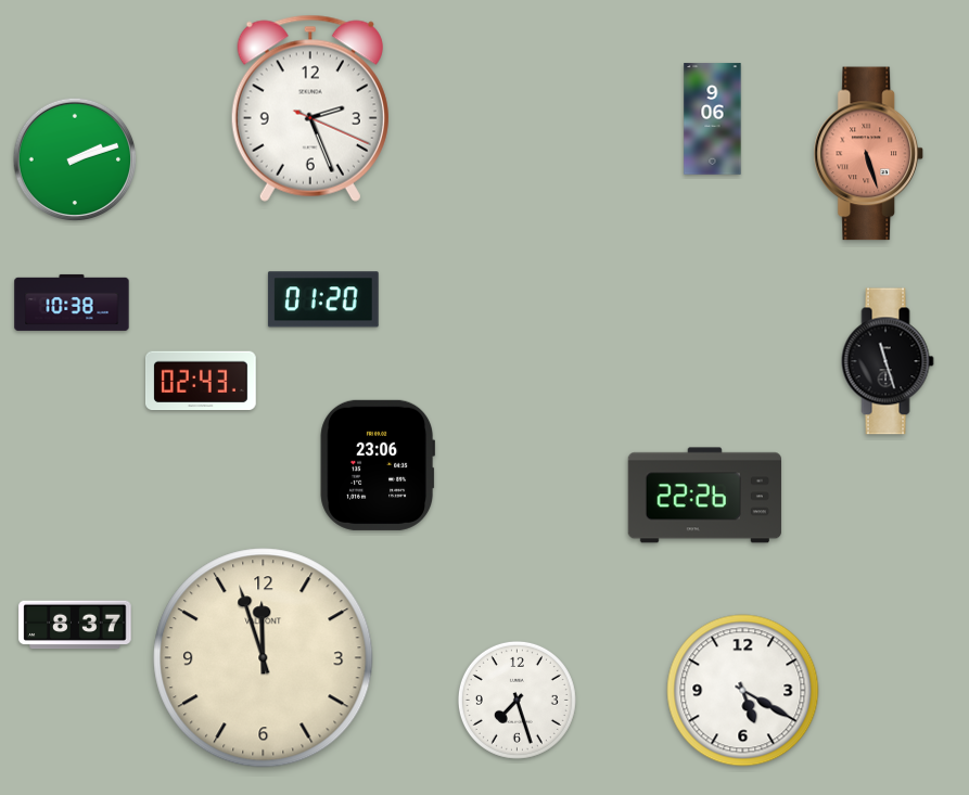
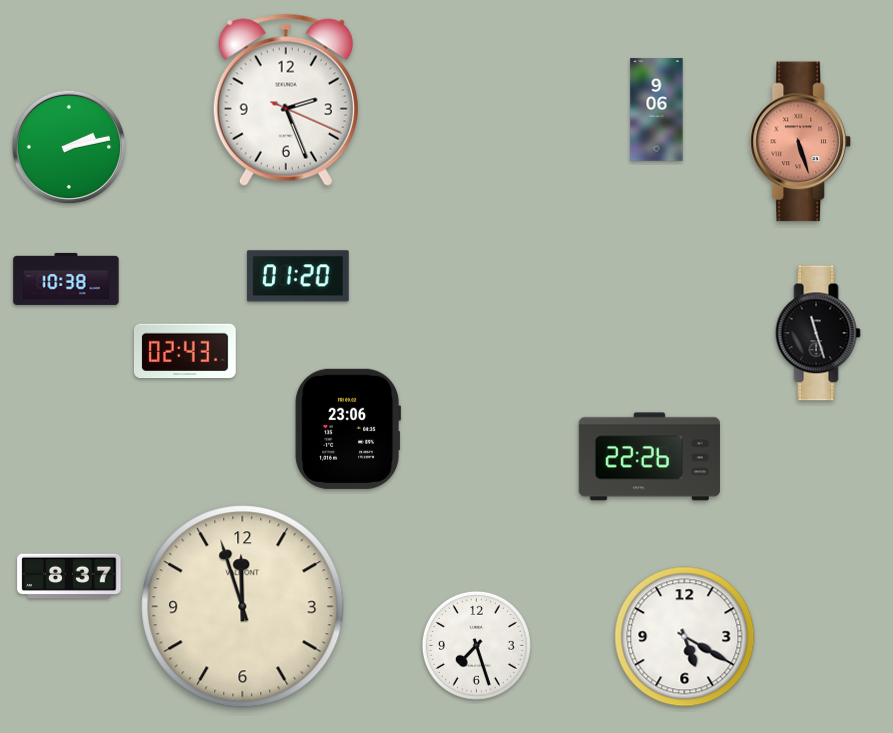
clock at (75, 159): 2:12 -> 2:13
